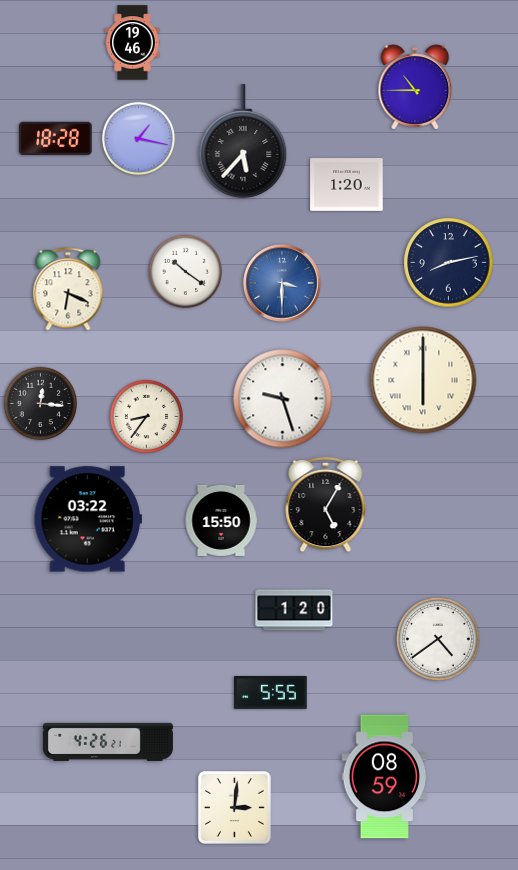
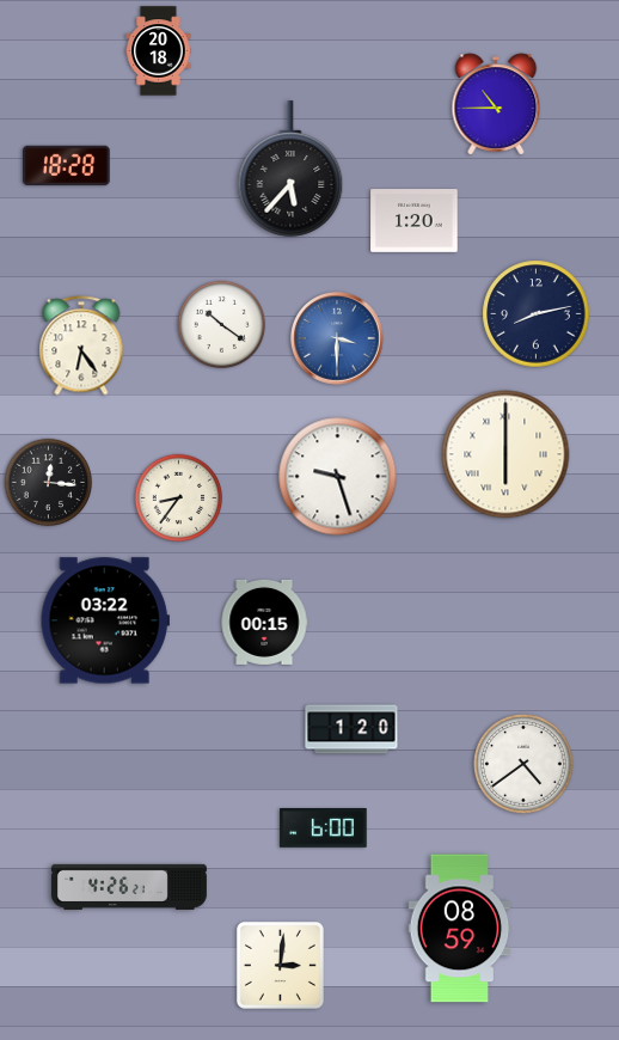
clock at (133, 43): 19:46 -> 20:18
clock at (139, 139): 1:17 -> none
clock at (68, 289): 6:19 -> 6:24
clock at (147, 417) position: (147, 417) -> (179, 498)
clock at (326, 505): 5:05 -> none
clock at (221, 520): 15:50 -> 00:15
clock at (271, 693): 5:55 -> 6:00
